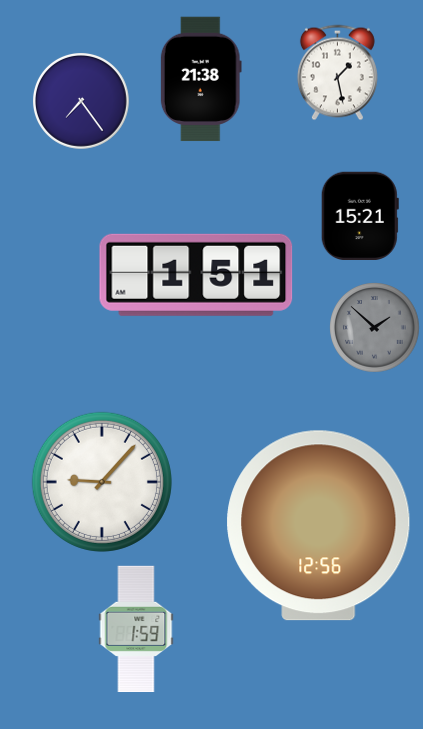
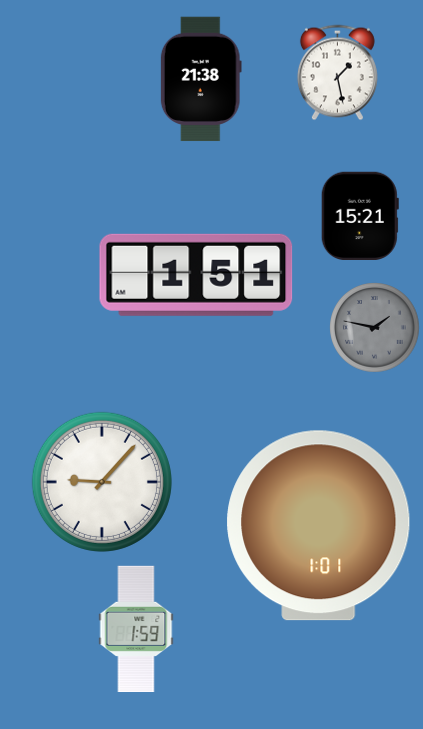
clock at (82, 102): 7:24 -> none
clock at (375, 328): 1:52 -> 1:47
clock at (319, 526): 12:56 -> 1:01
